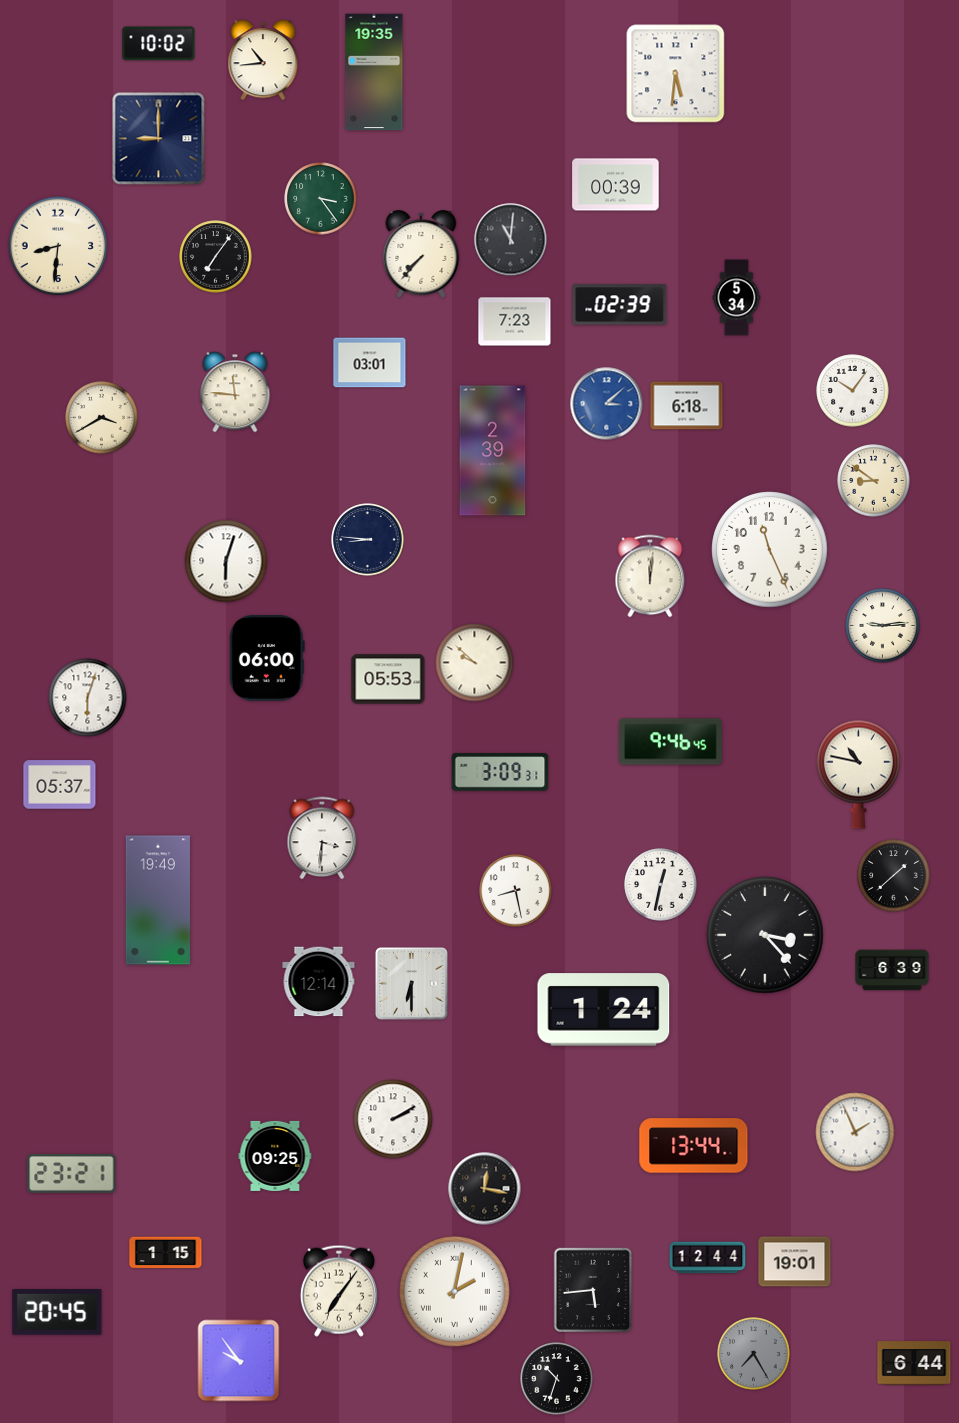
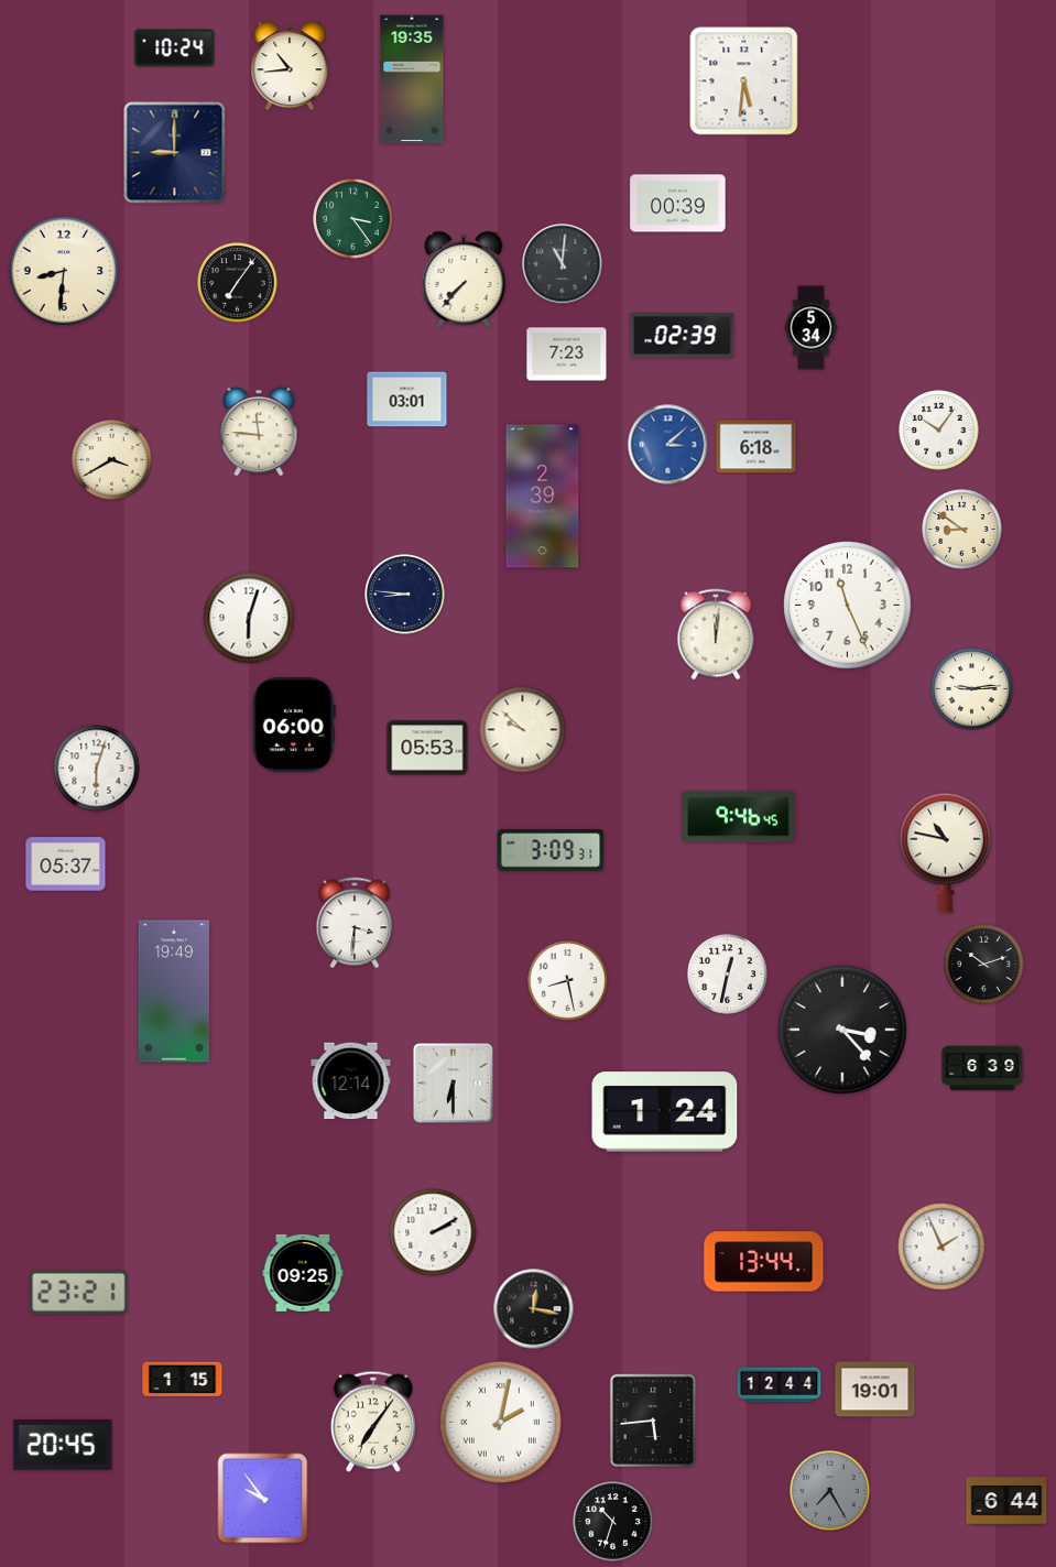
clock at (159, 44): 10:02 -> 10:24
clock at (894, 876): 1:38 -> 10:12
clock at (557, 1379) position: (557, 1379) -> (613, 1522)
